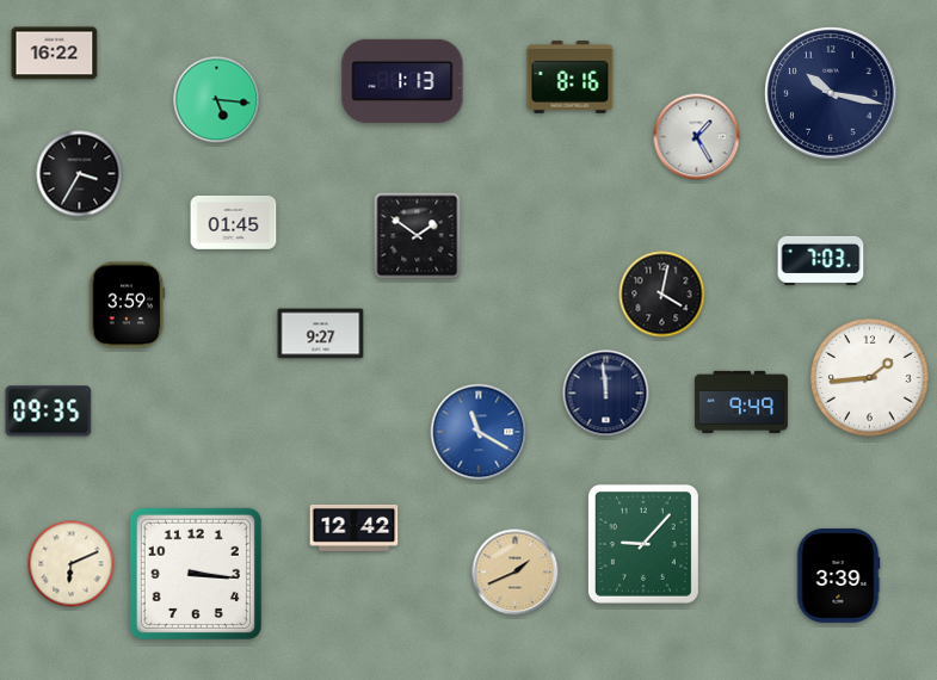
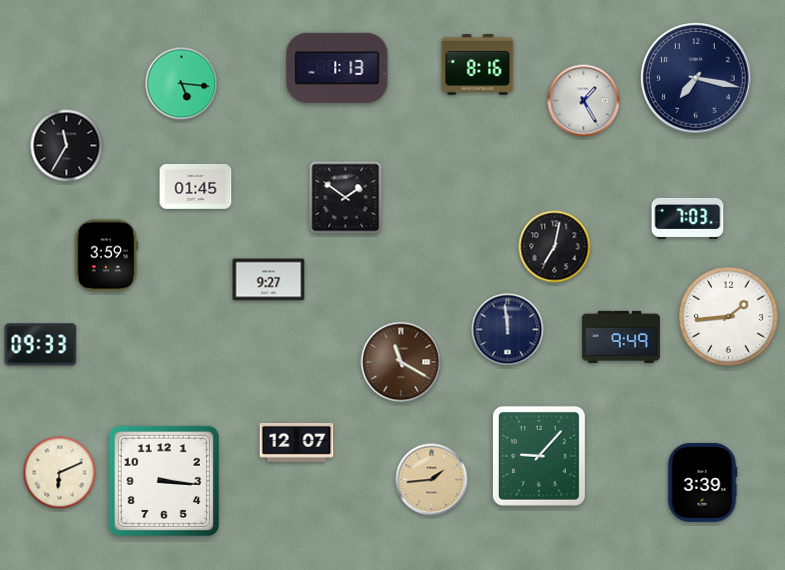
clock at (55, 54): 16:22 -> none
clock at (831, 93): 10:17 -> 7:17
clock at (697, 137) position: (697, 137) -> (584, 101)
clock at (80, 174): 3:35 -> 11:35
clock at (418, 236) position: (418, 236) -> (346, 198)
clock at (662, 295): 4:02 -> 7:02
clock at (49, 412): 09:35 -> 09:33
clock at (479, 432) dial: blue -> brown
clock at (355, 528): 12:42 -> 12:07
clock at (516, 573): 1:41 -> 1:44
